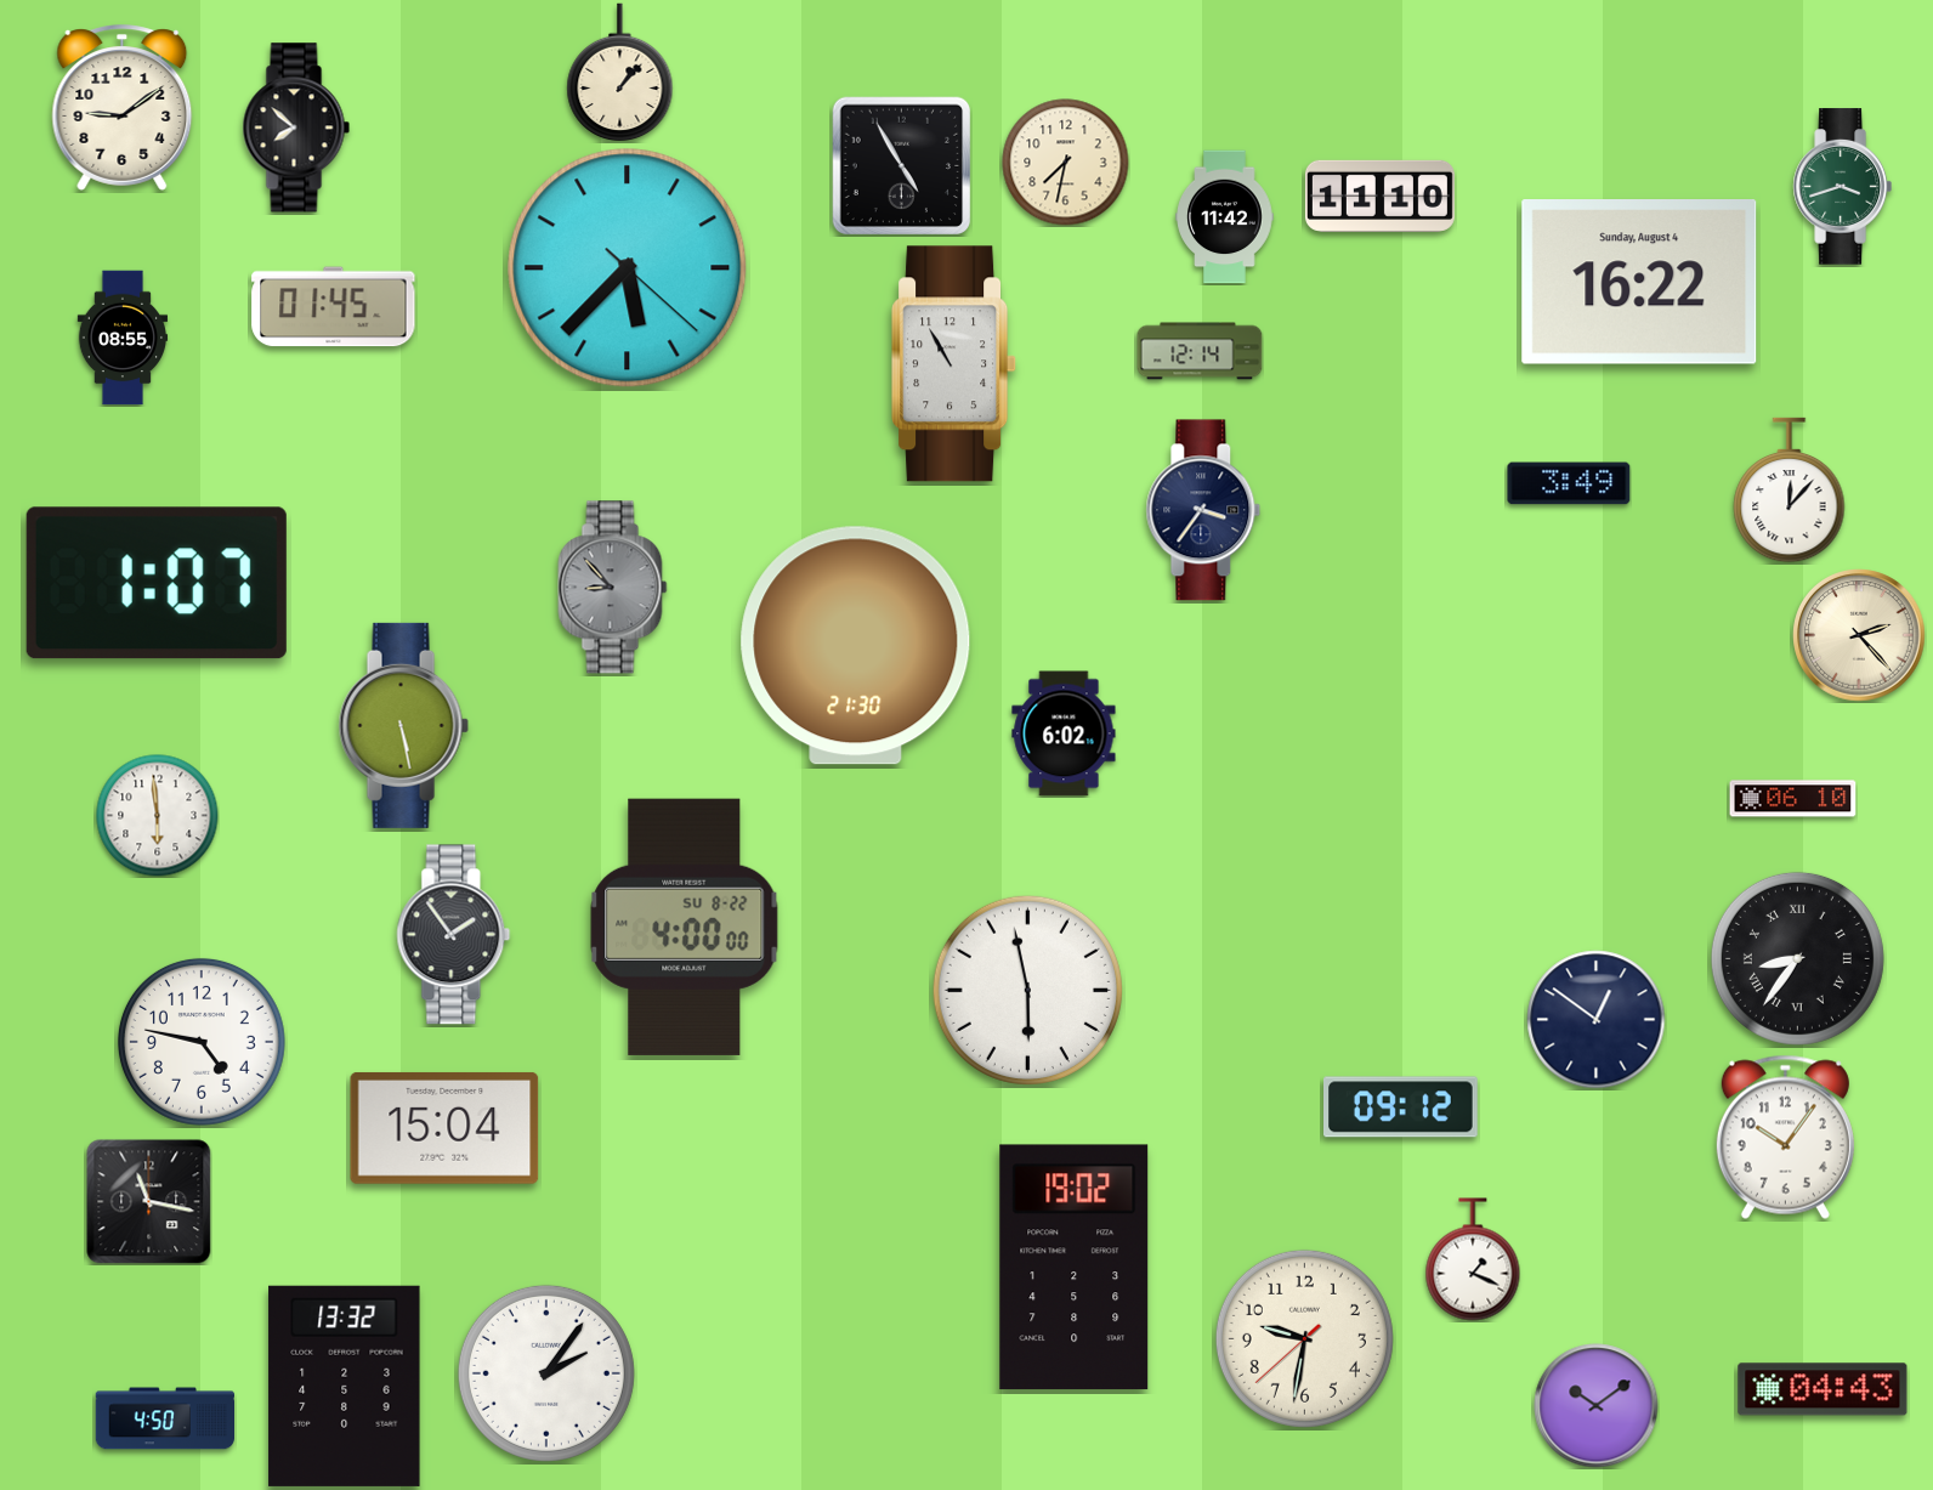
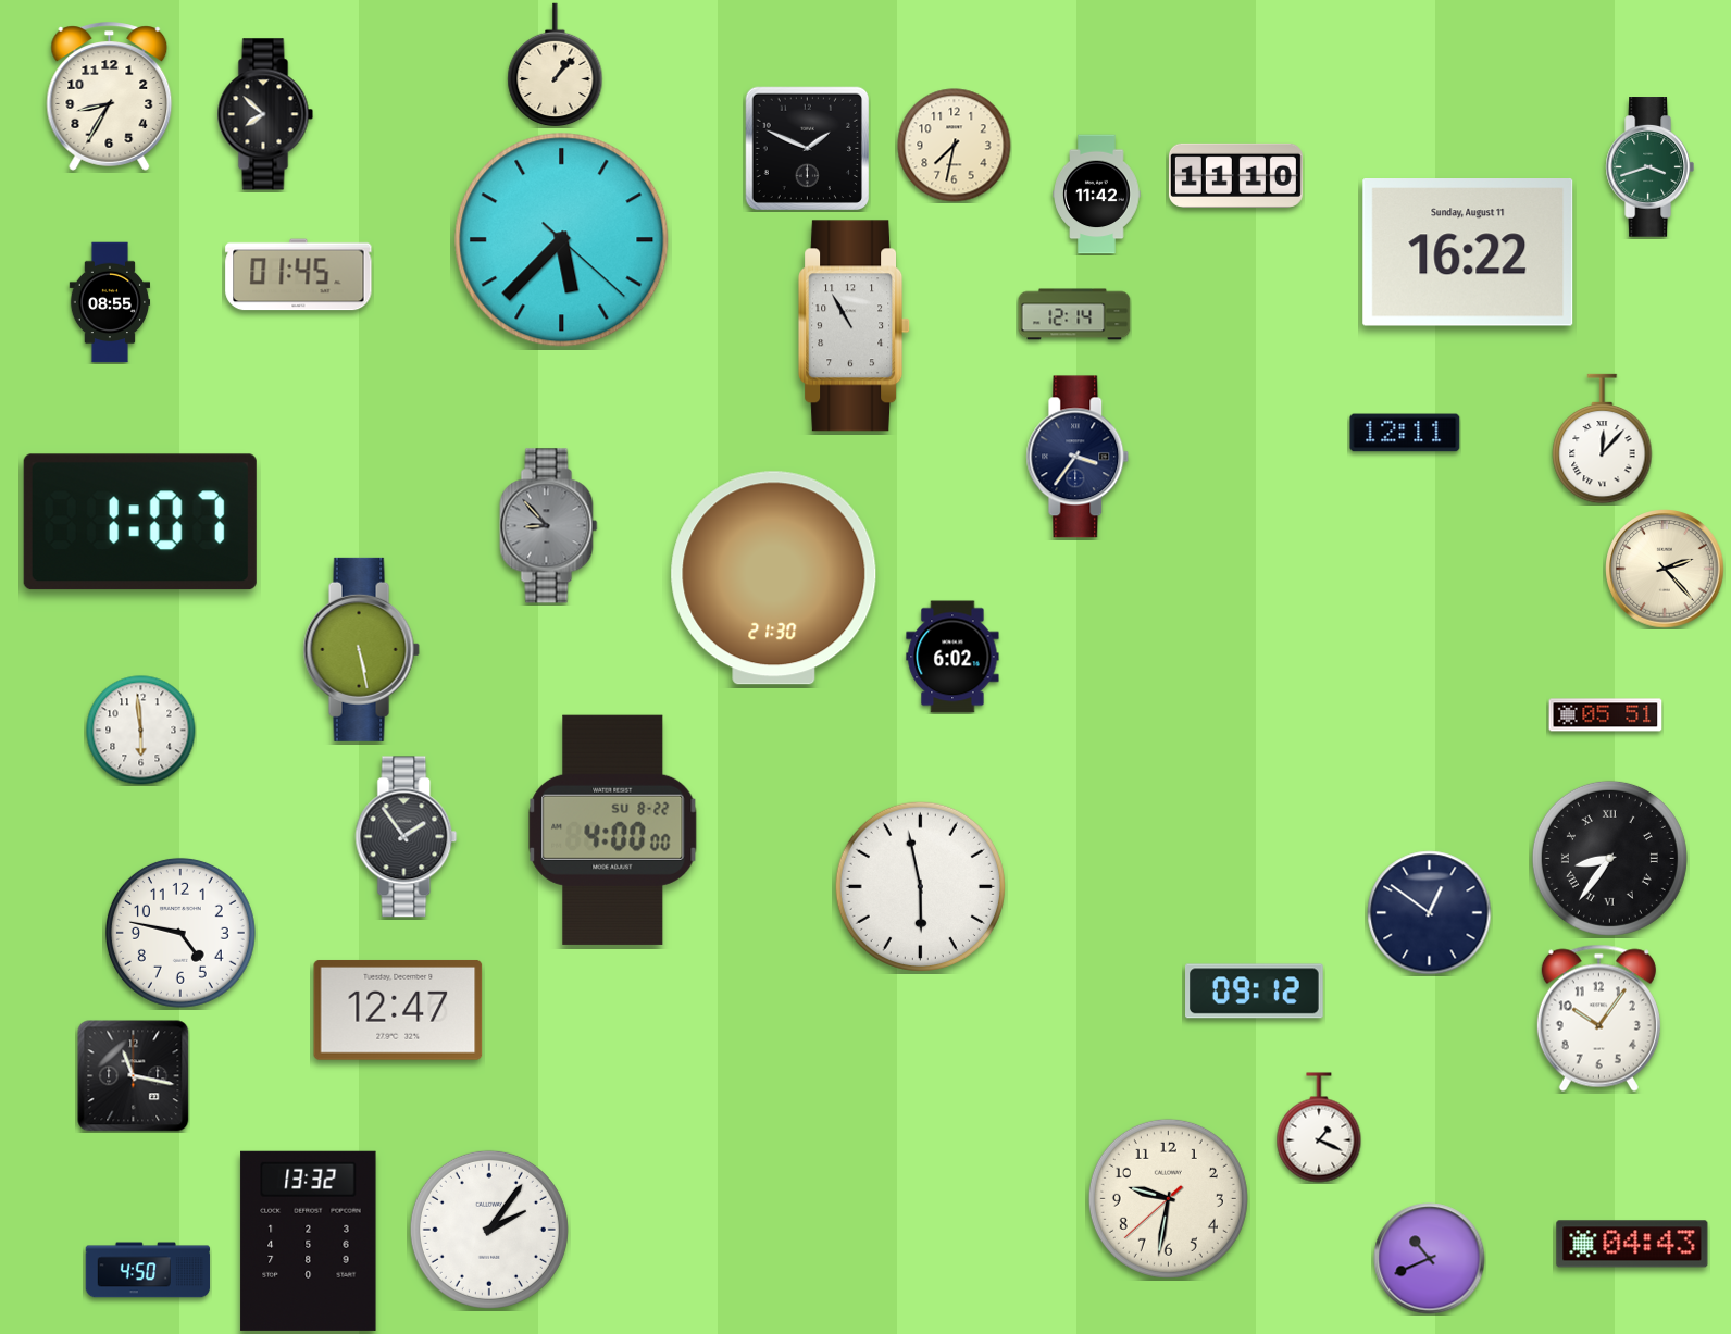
clock at (123, 108): 9:09 -> 8:35
clock at (902, 166): 4:55 -> 1:49
clock at (1639, 283) date: Sunday, August 4 -> Sunday, August 11
clock at (1569, 483): 3:49 -> 12:11
clock at (856, 646) position: (856, 646) -> (774, 578)
clock at (1793, 799): 06:10 -> 05:51
clock at (444, 1128): 15:04 -> 12:47
clock at (1075, 1268): 19:02 -> none
clock at (1597, 1406): 10:09 -> 10:41
